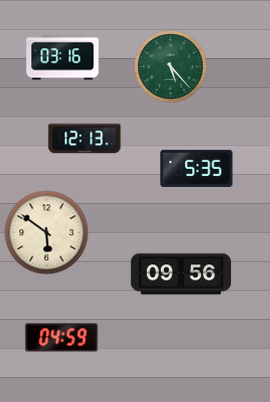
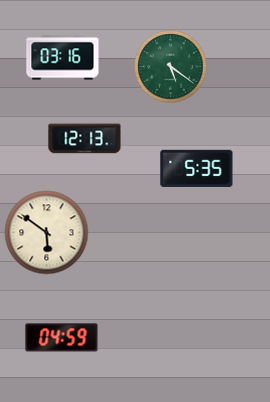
clock at (171, 67): 5:23 -> 5:21
clock at (180, 274): 09:56 -> none
